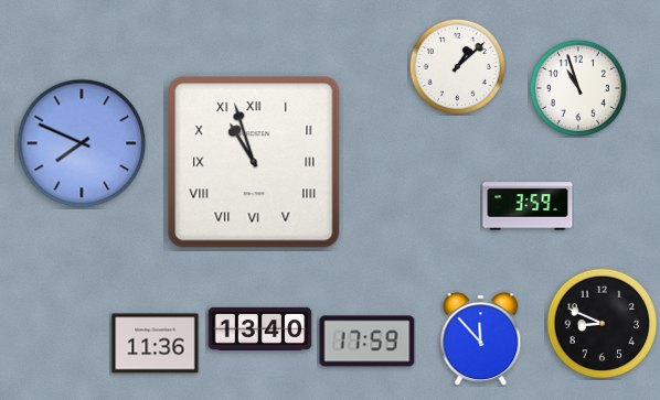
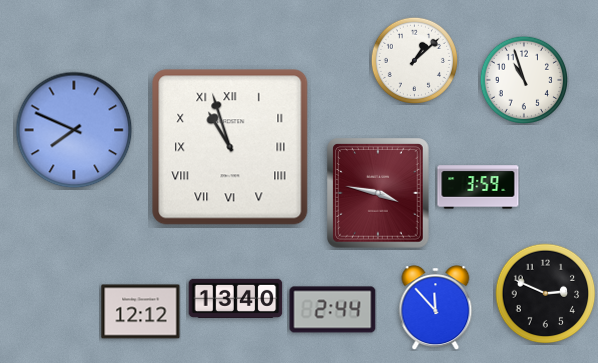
clock at (379, 193): none -> 3:47
clock at (603, 324): 8:49 -> 2:49
clock at (368, 342): 17:59 -> 2:44
clock at (156, 344): 11:36 -> 12:12
